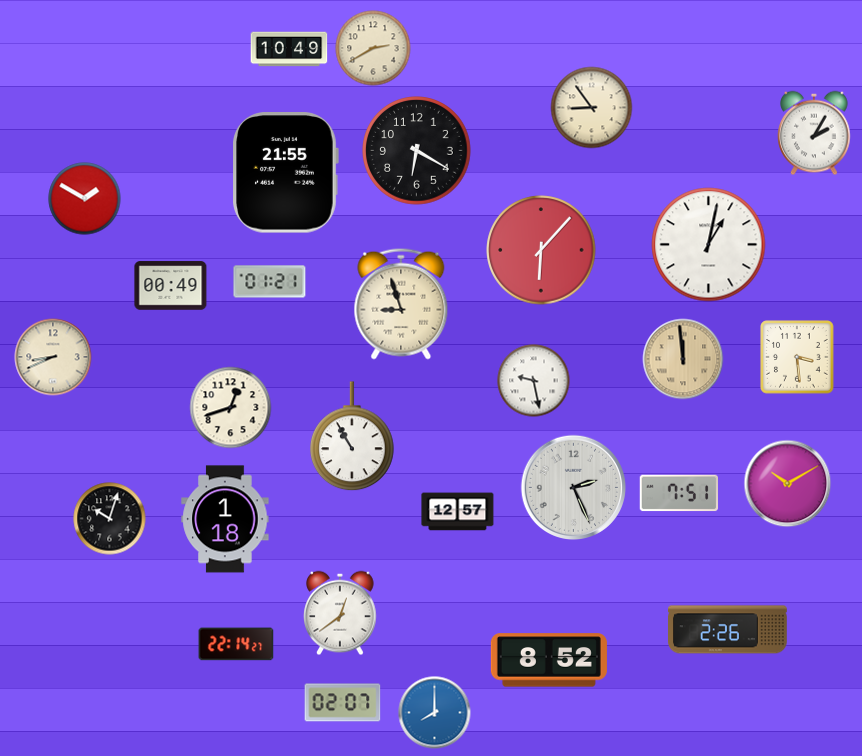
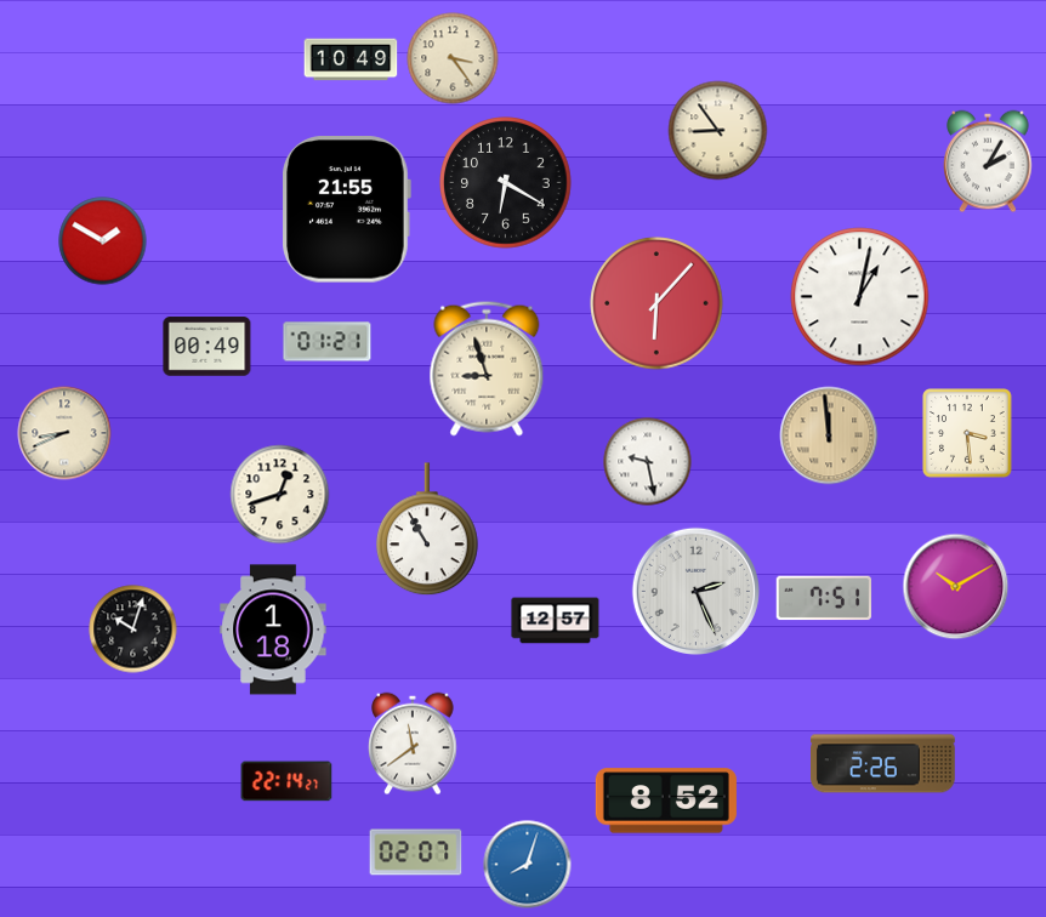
clock at (373, 48): 2:40 -> 3:24
clock at (340, 613): 12:39 -> 11:39
clock at (435, 713): 8:00 -> 8:03
